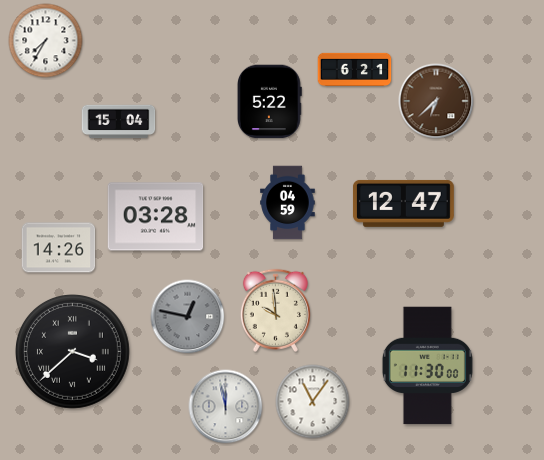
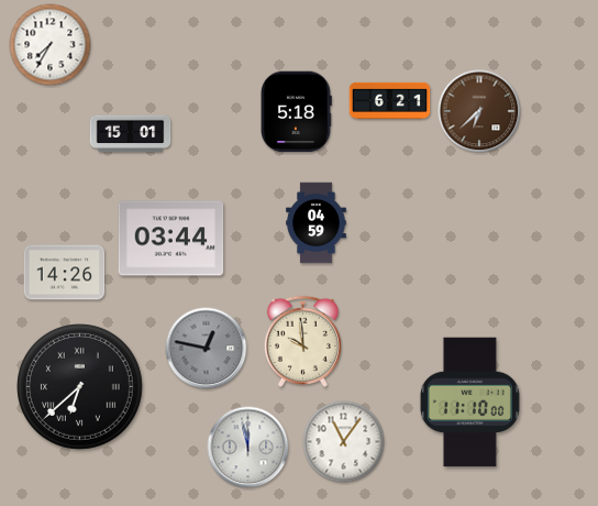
clock at (355, 69) position: (355, 69) -> (390, 100)
clock at (269, 102): 5:22 -> 5:18
clock at (119, 122): 15:04 -> 15:01
clock at (403, 203): 12:47 -> none
clock at (156, 217): 03:28 -> 03:44
clock at (73, 352): 3:38 -> 6:38
clock at (427, 366): 11:30 -> 11:10
